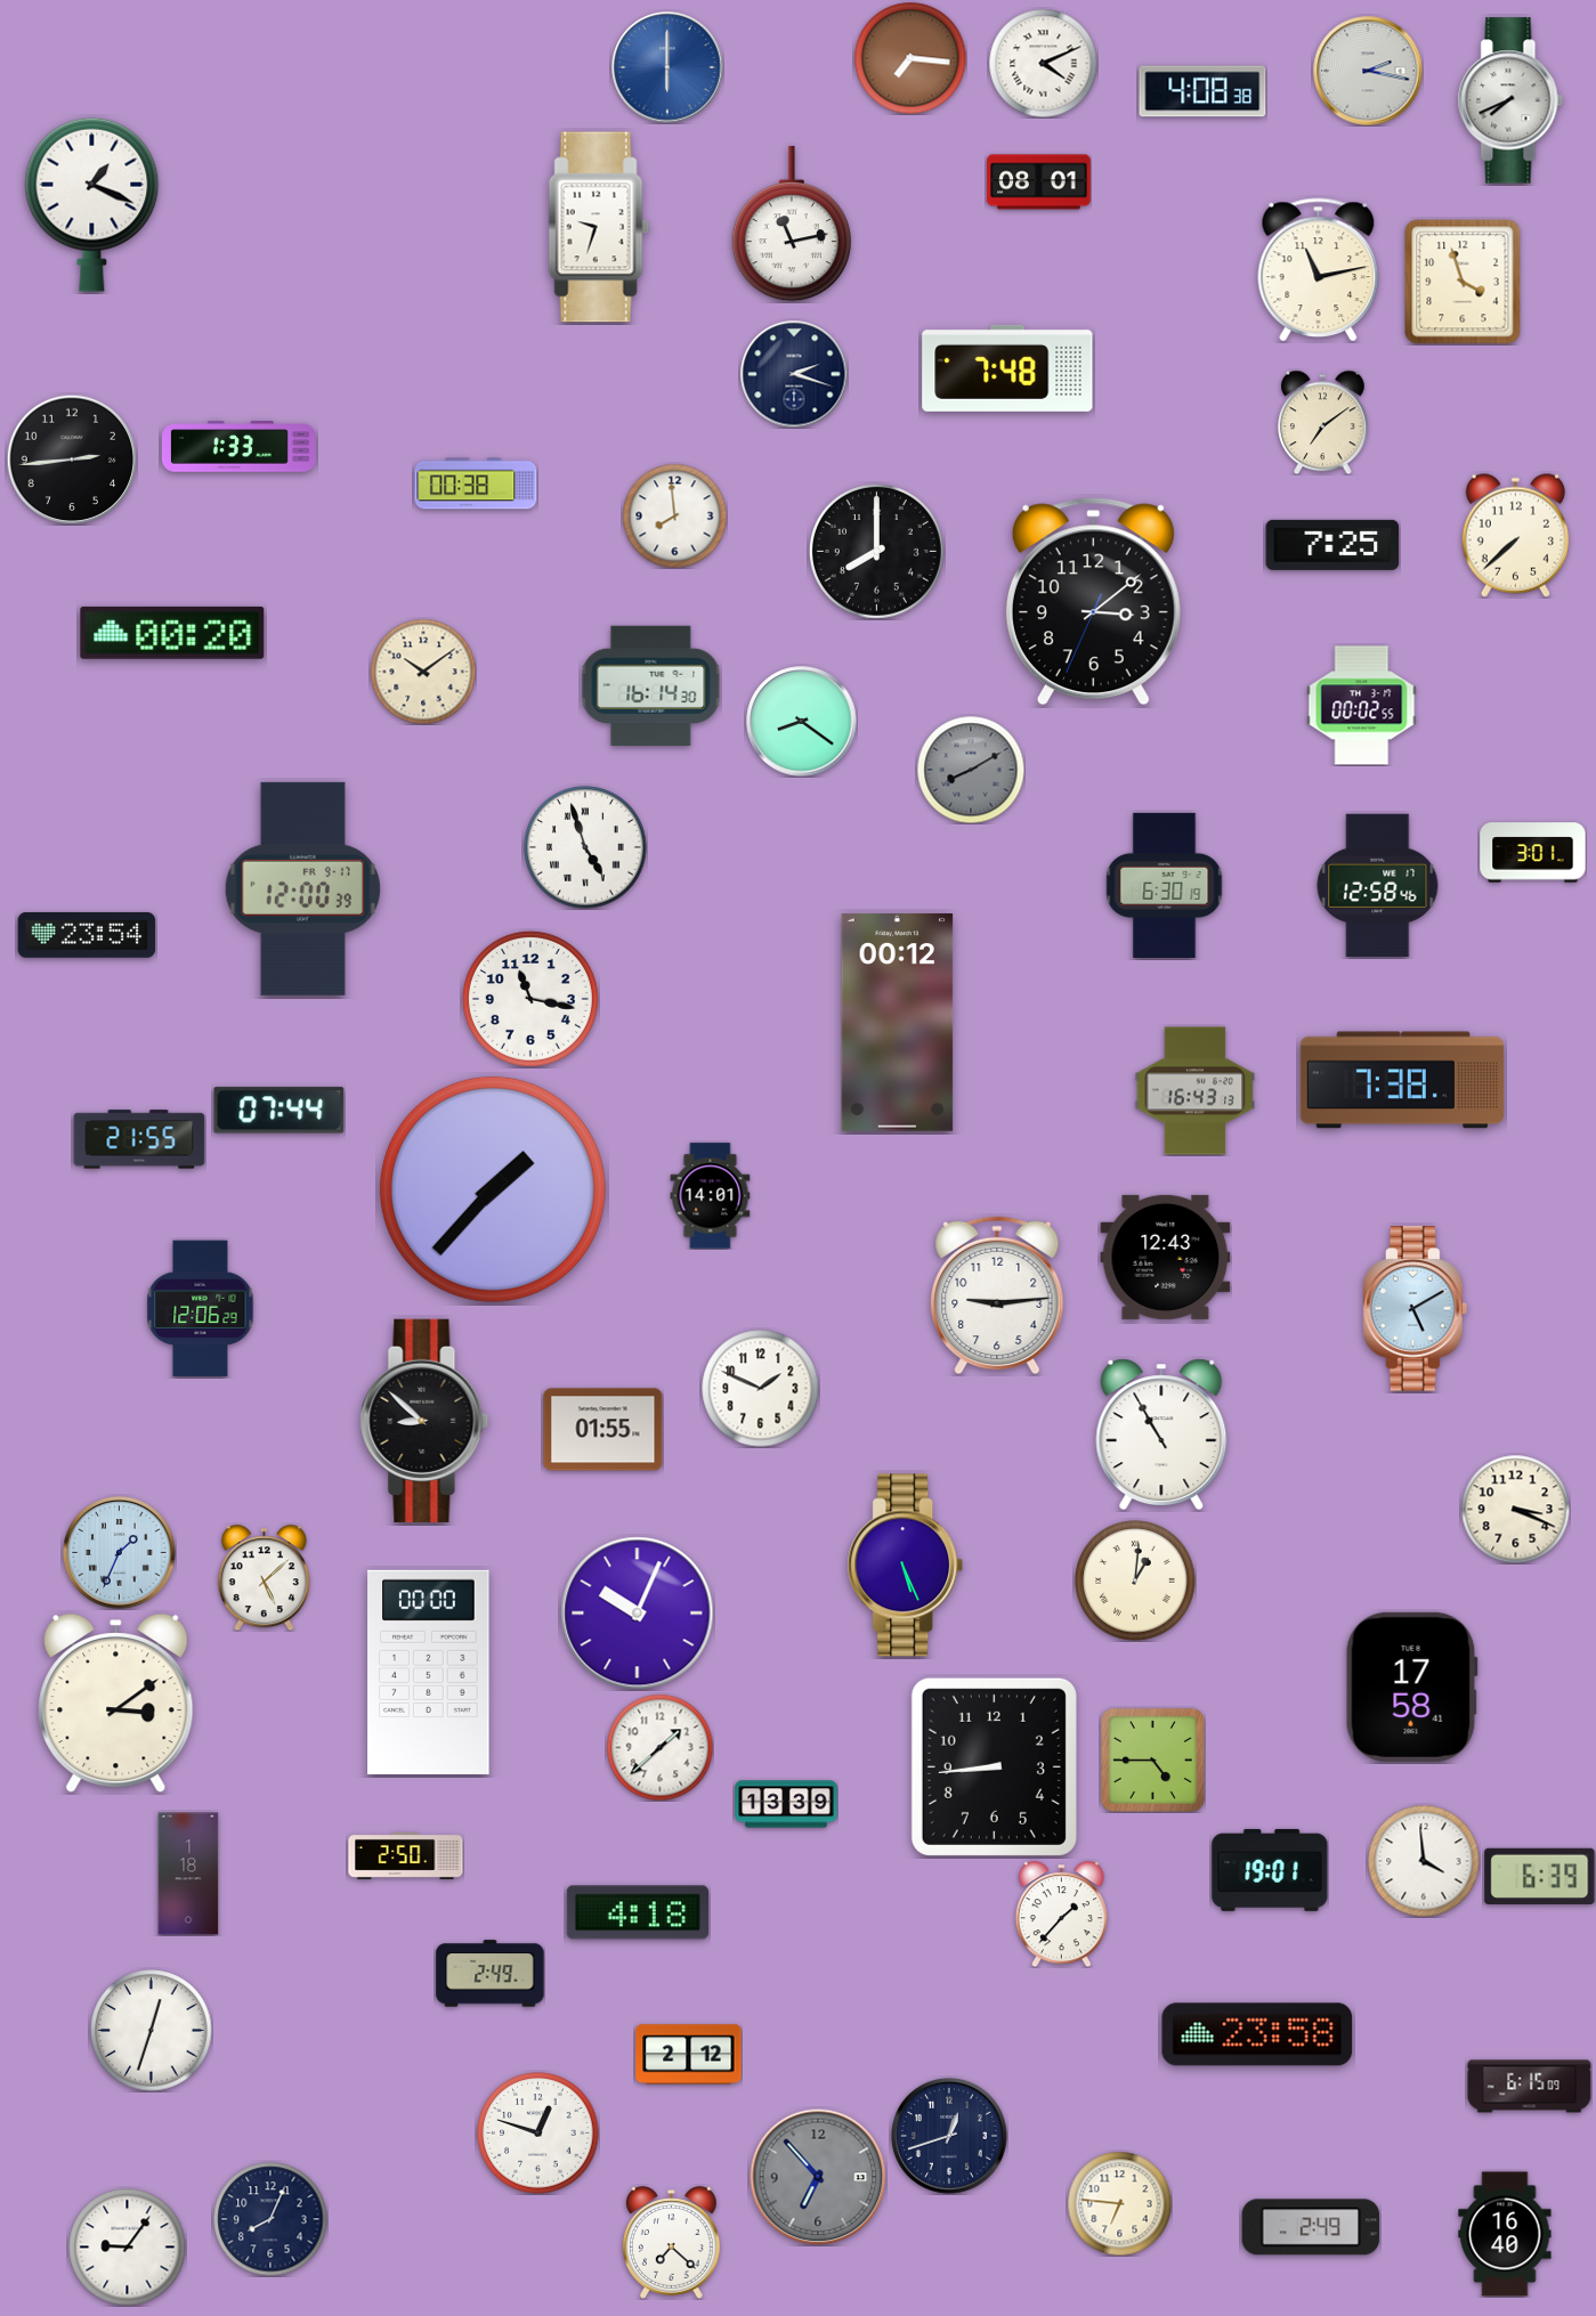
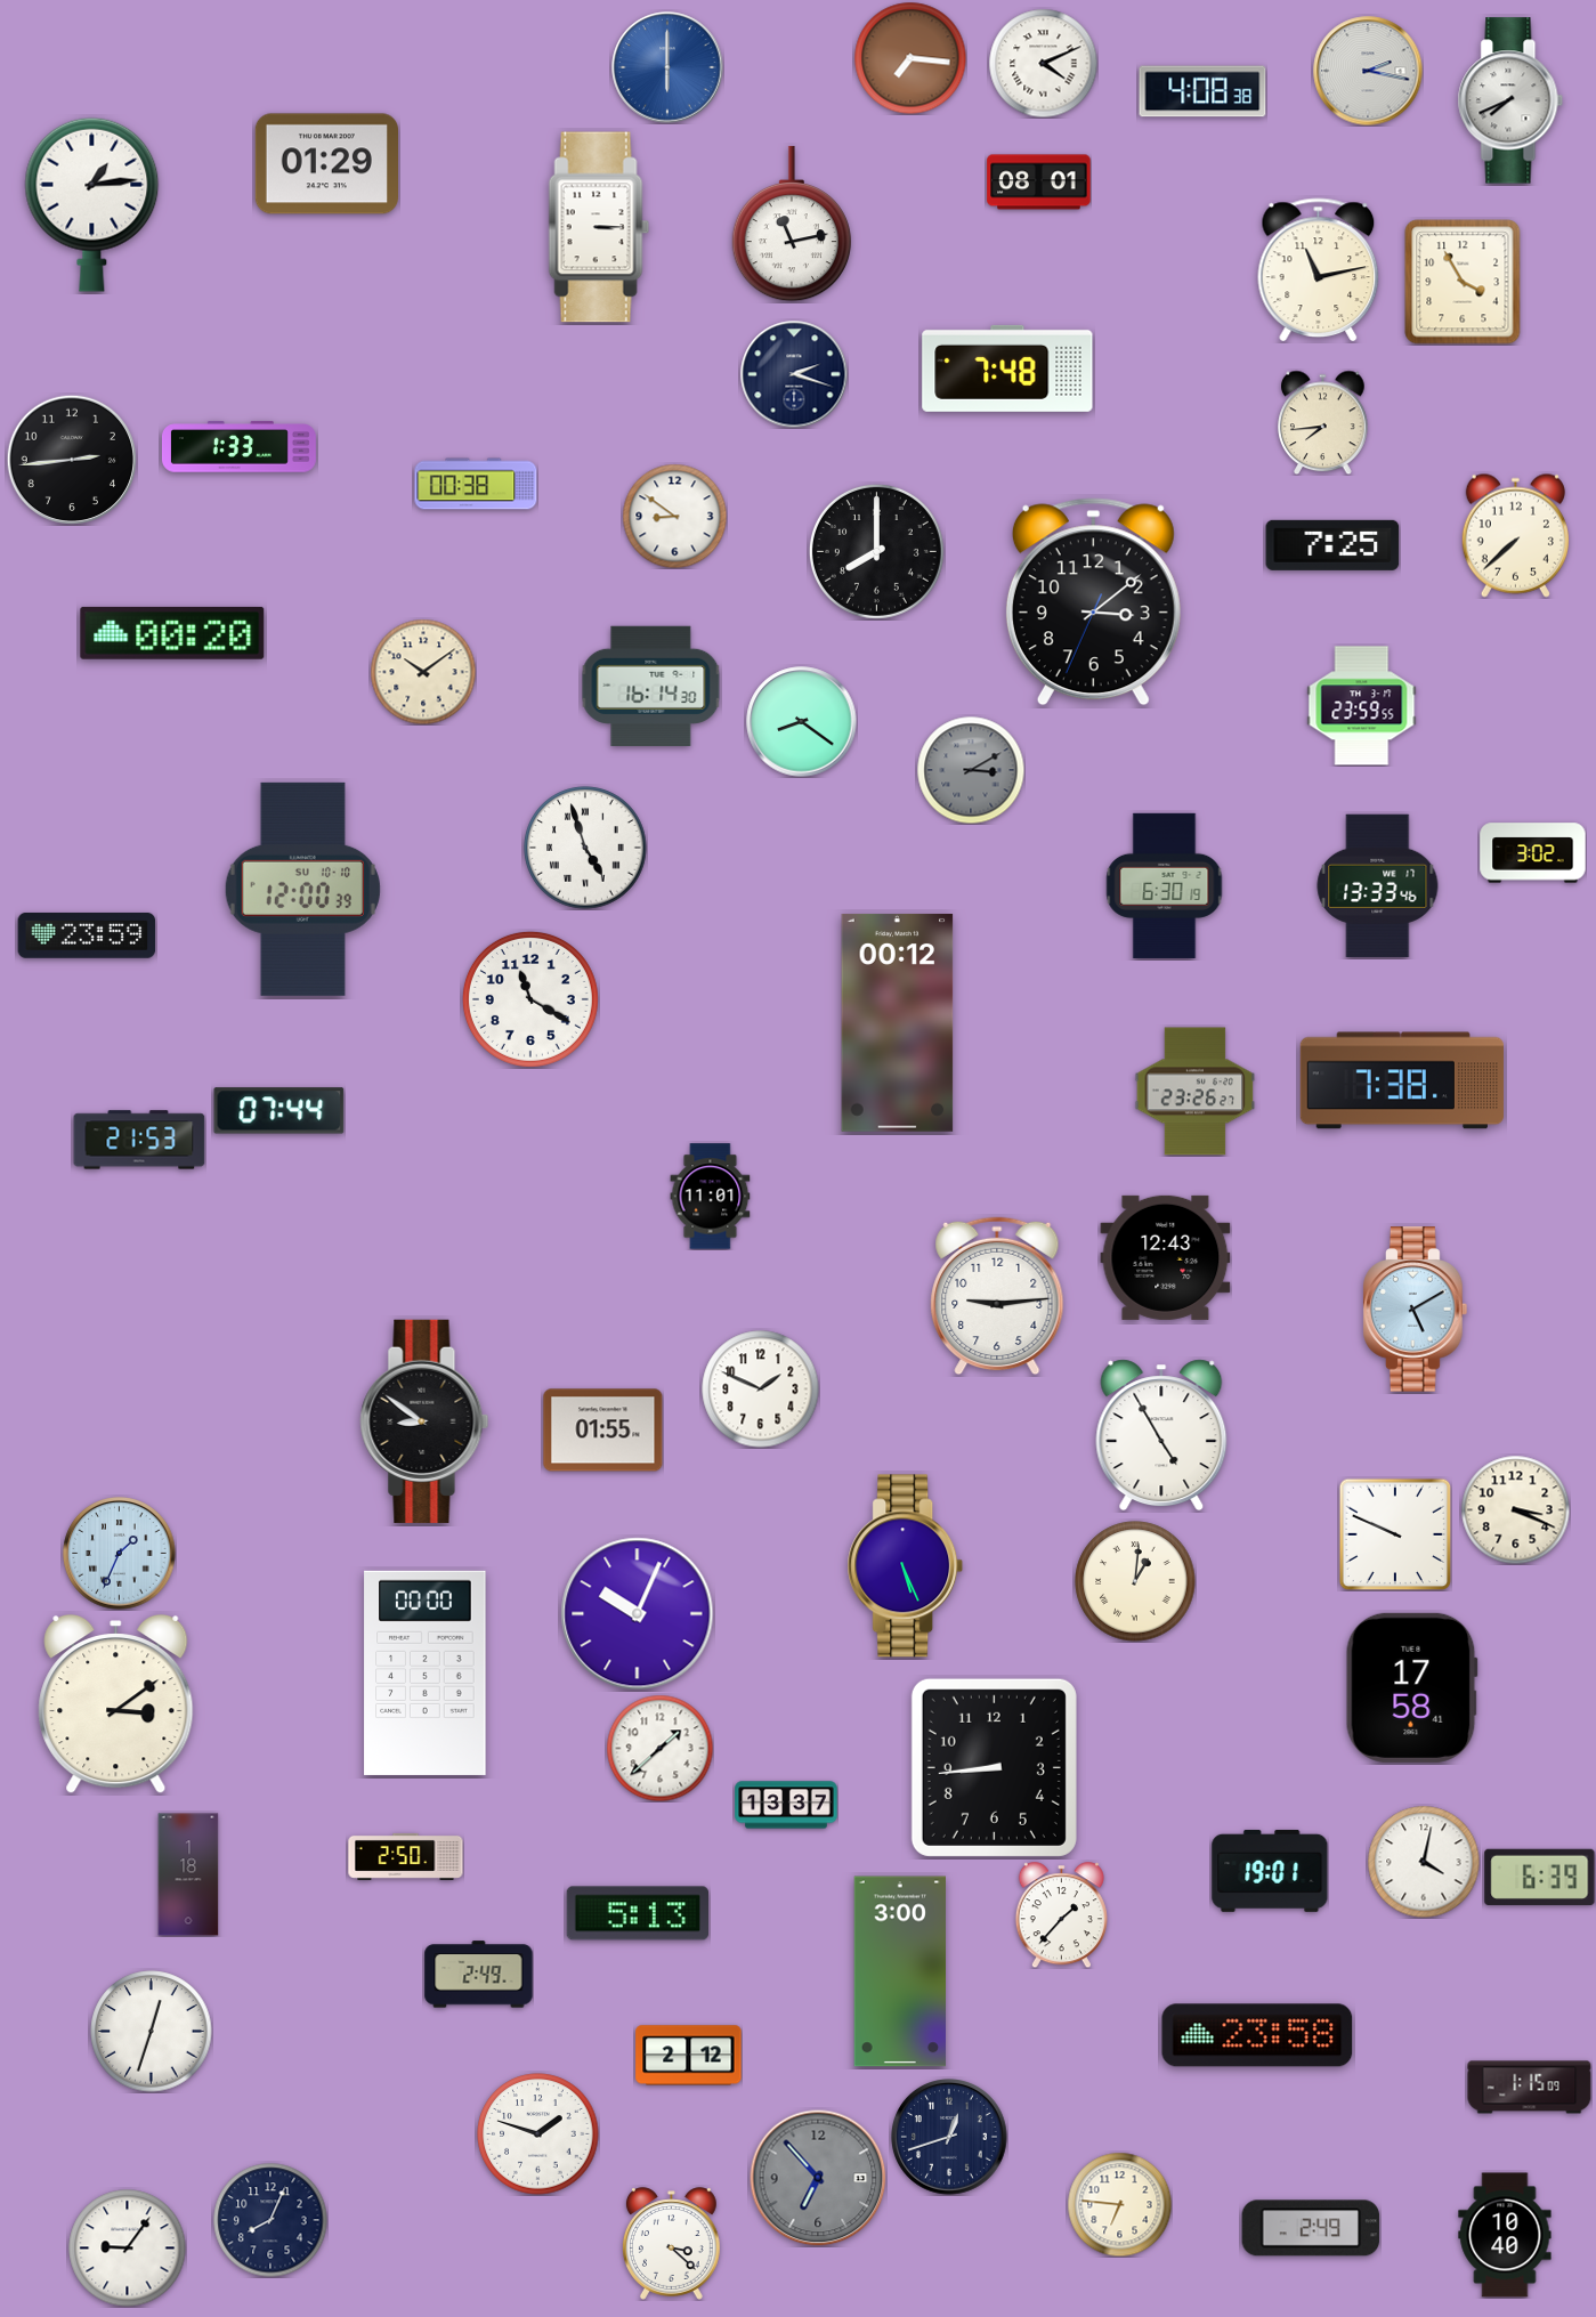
clock at (326, 164): none -> 01:29
clock at (92, 204): 1:19 -> 1:14
clock at (599, 227): 9:33 -> 3:15
clock at (1463, 282): 3:57 -> 3:55
clock at (1323, 422): 7:09 -> 7:44
clock at (674, 515): 7:59 -> 8:51
clock at (1362, 706): 00:02 -> 23:59
clock at (971, 770): 8:10 -> 3:10
clock at (1533, 853): 3:01 -> 3:02
clock at (1378, 885): 12:58 -> 13:33
clock at (302, 888) date: FR 9-17 -> SU 10-10
clock at (87, 935): 23:54 -> 23:59
clock at (530, 999): 11:17 -> 11:20
clock at (1196, 1091): 16:43 -> 23:26
clock at (139, 1139): 21:55 -> 21:53
clock at (493, 1189): 1:37 -> none
clock at (711, 1196): 14:01 -> 11:01
clock at (201, 1309): 12:06 -> none
clock at (424, 1421): 8:52 -> 8:51
clock at (1161, 1435): 10:55 -> 4:55
clock at (1395, 1534): none -> 9:49
clock at (264, 1577): 5:08 -> none
clock at (429, 1672) position: (429, 1672) -> (426, 1672)
clock at (1152, 1760): 4:45 -> none
clock at (786, 1804): 13:39 -> 13:37
clock at (1424, 1861): 3:59 -> 4:02
clock at (637, 1912): 4:18 -> 5:13
clock at (899, 1971): none -> 3:00
clock at (491, 1974) position: (491, 1974) -> (479, 1975)
clock at (1530, 2087): 6:15 -> 1:15
clock at (538, 2134): 12:48 -> 1:48
clock at (1505, 2234): 16:40 -> 10:40
clock at (672, 2243): 7:22 -> 3:22
